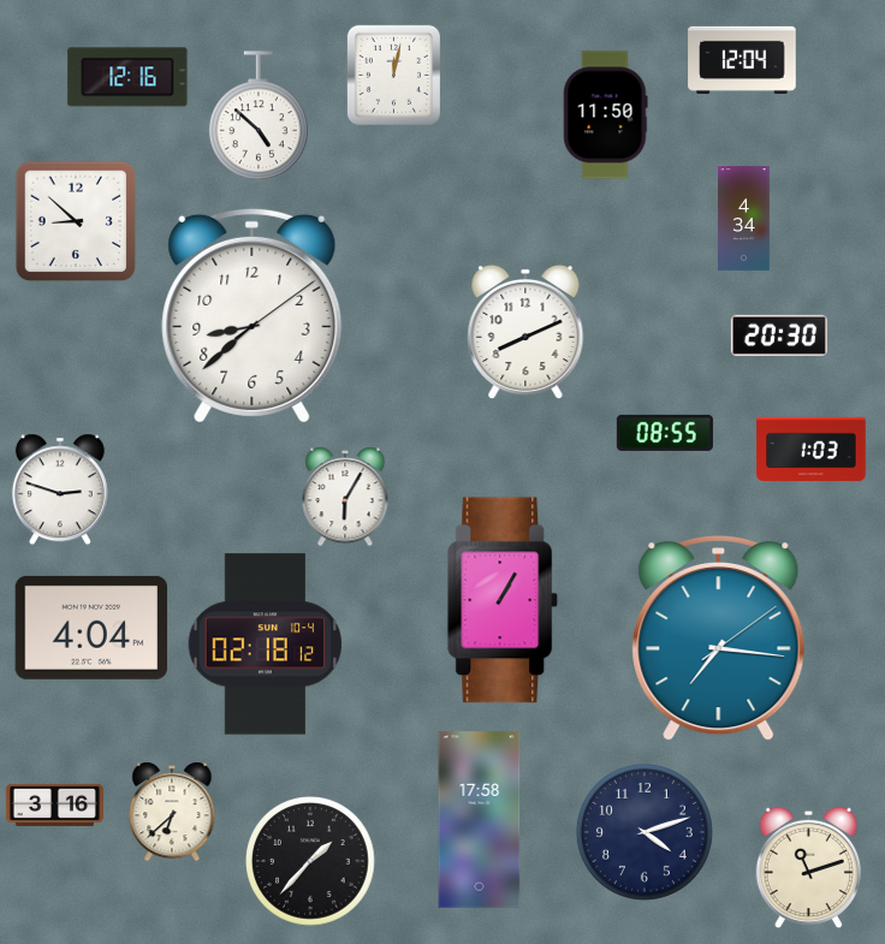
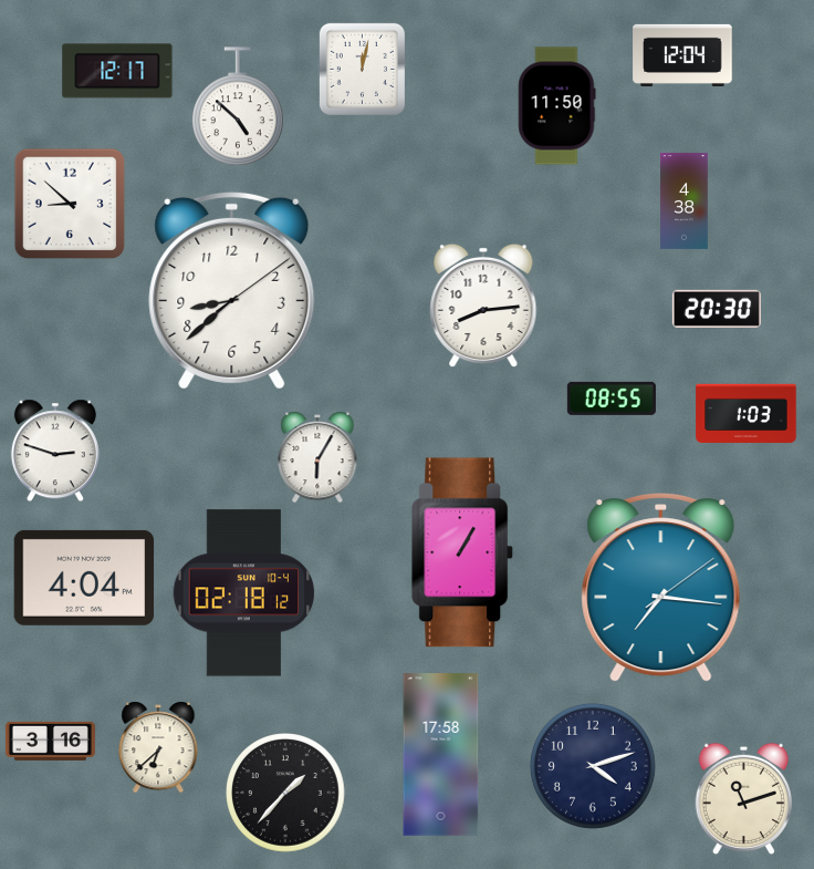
clock at (127, 77): 12:16 -> 12:17
clock at (744, 219): 4:34 -> 4:38
clock at (525, 332): 8:11 -> 8:14
